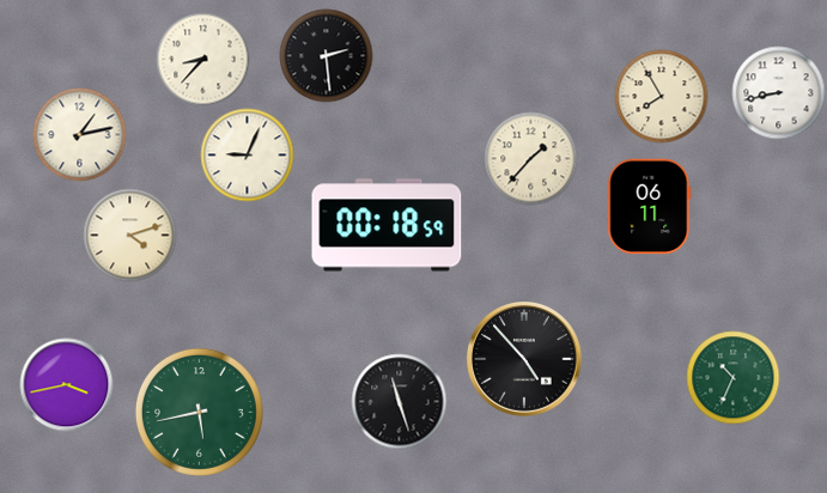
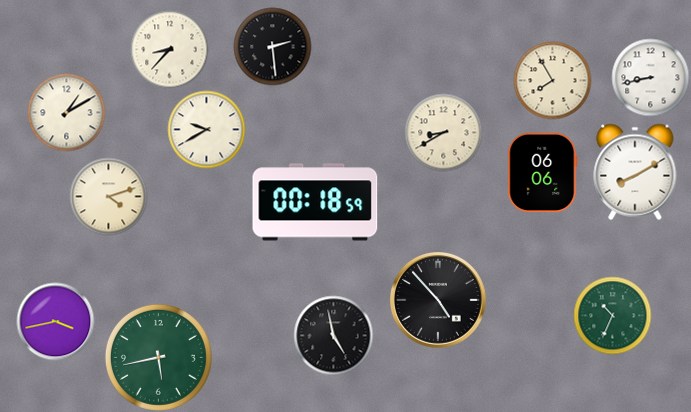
clock at (79, 134): 1:13 -> 1:10
clock at (247, 154): 9:04 -> 9:40
clock at (530, 158): 1:37 -> 8:40
clock at (650, 206): 06:11 -> 06:06
clock at (635, 172): none -> 8:10
clock at (387, 225) position: (387, 225) -> (315, 202)
clock at (399, 401): 11:27 -> 4:58
clock at (199, 412) position: (199, 412) -> (158, 357)
